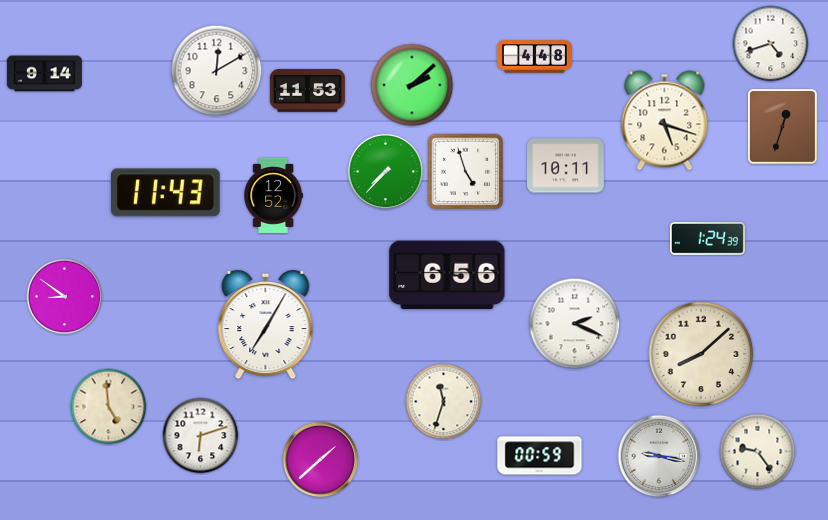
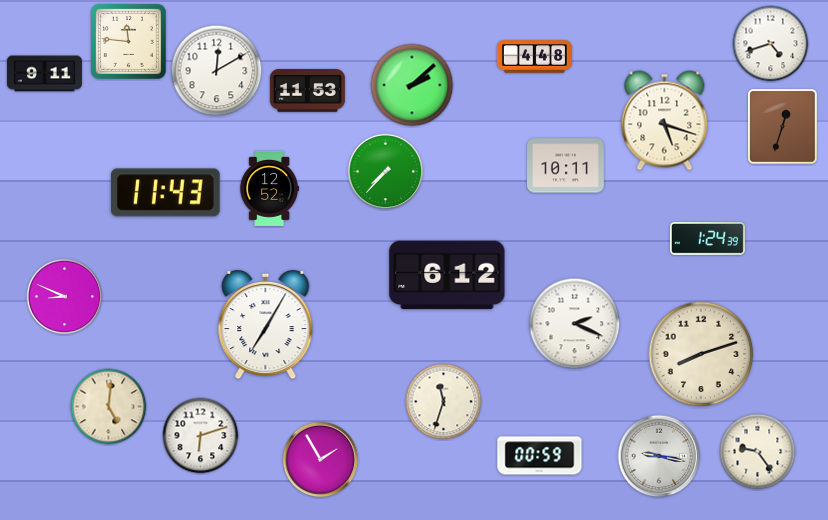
clock at (128, 41): none -> 11:46
clock at (44, 74): 9:14 -> 9:11
clock at (466, 172): 4:57 -> none
clock at (273, 195) position: (273, 195) -> (269, 188)
clock at (447, 275): 6:56 -> 6:12
clock at (65, 297): 8:51 -> 8:49
clock at (701, 354): 8:08 -> 8:12
clock at (109, 407): 4:59 -> 5:01
clock at (321, 460): 1:38 -> 1:55
